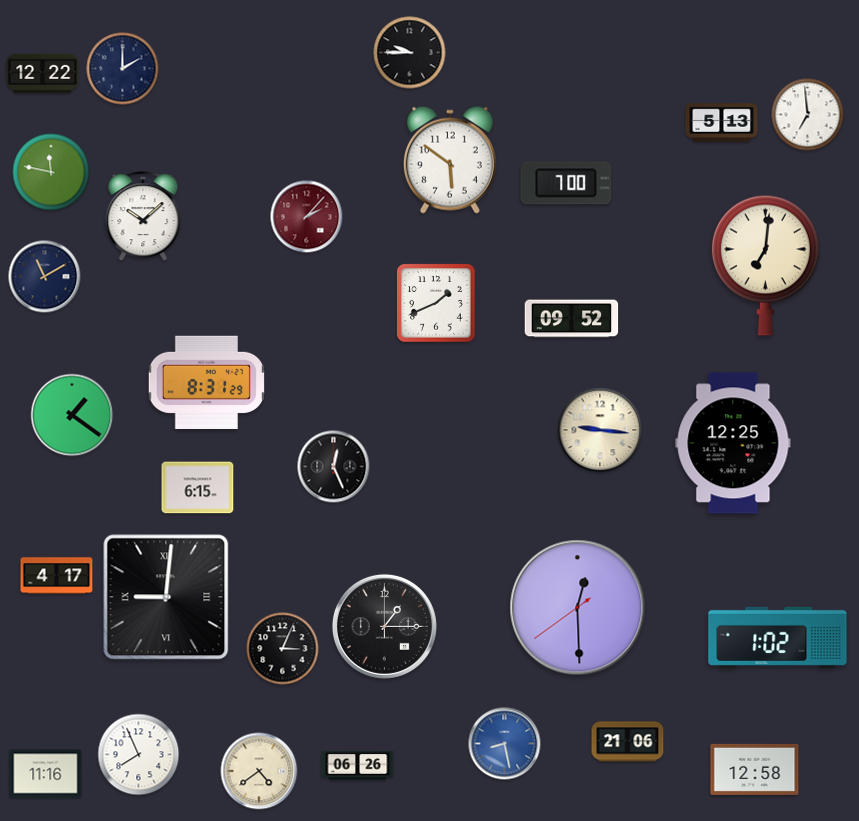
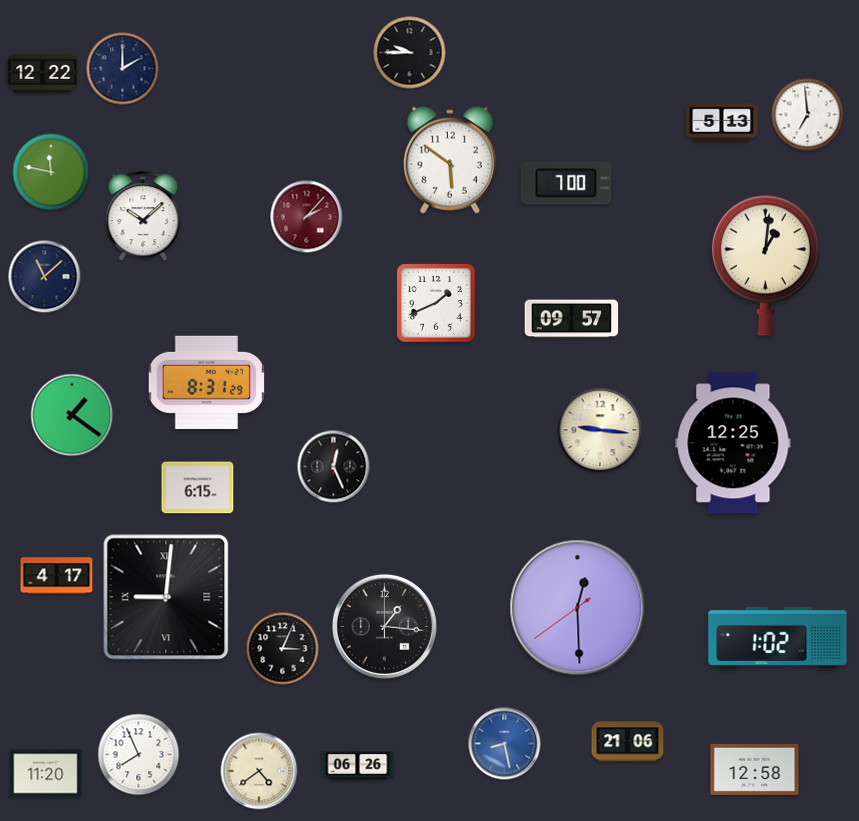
clock at (765, 265): 7:01 -> 1:01
clock at (45, 277): 11:10 -> 11:08
clock at (572, 319): 09:52 -> 09:57
clock at (384, 626): 1:15 -> 1:16
clock at (46, 774): 11:16 -> 11:20
